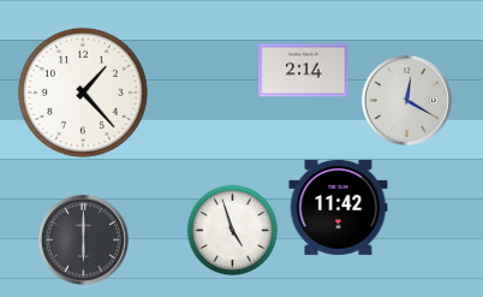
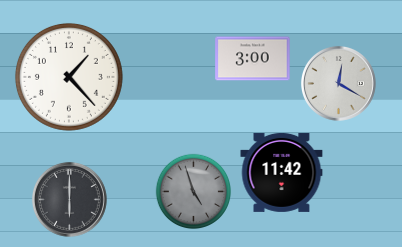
clock at (304, 71): 2:14 -> 3:00
clock at (233, 231) dial: white -> grey
